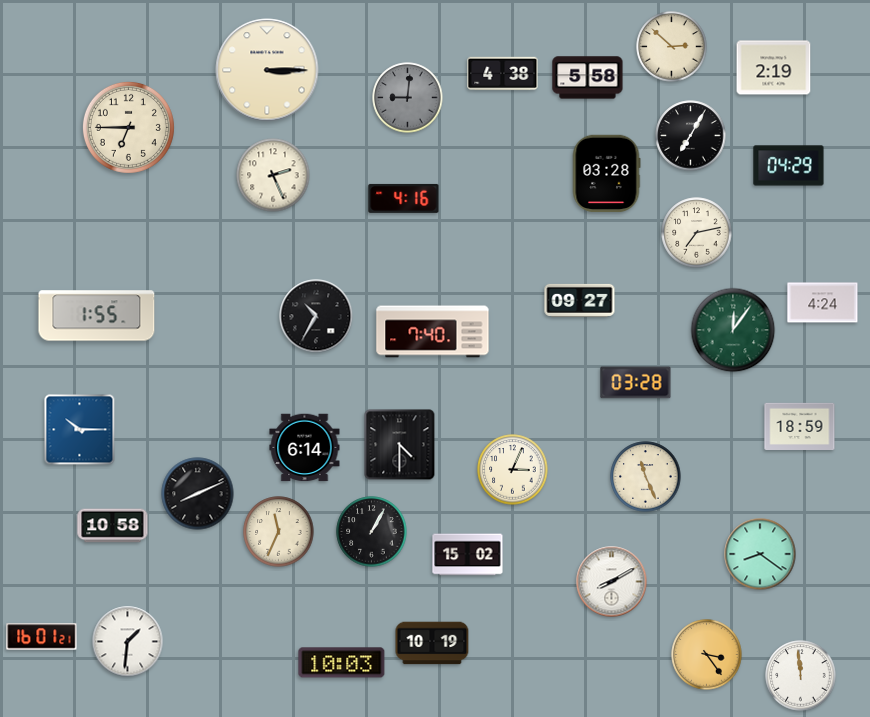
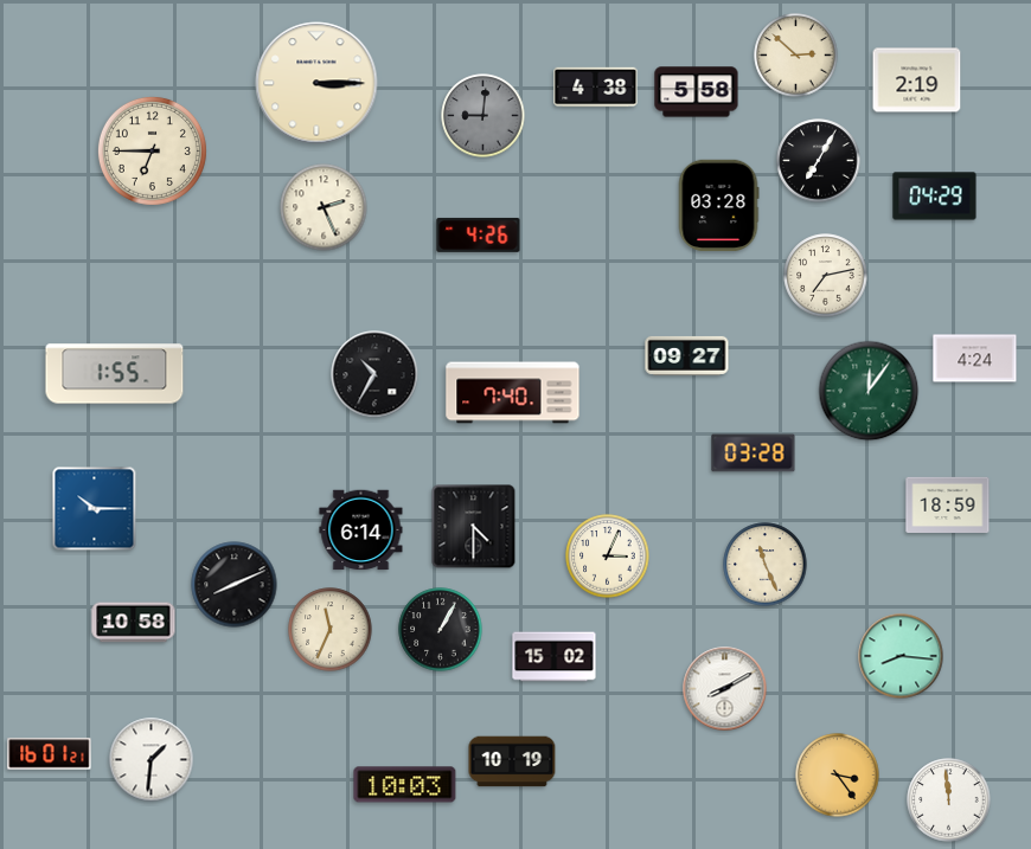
clock at (404, 198): 4:16 -> 4:26
clock at (760, 554): 8:21 -> 8:16
